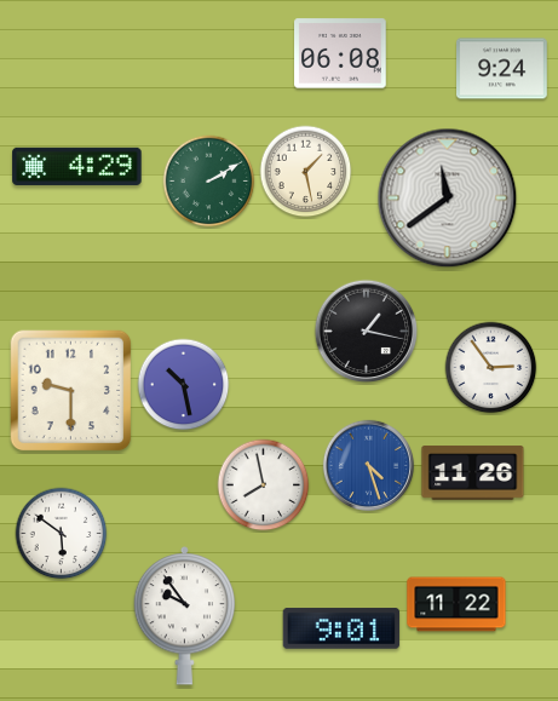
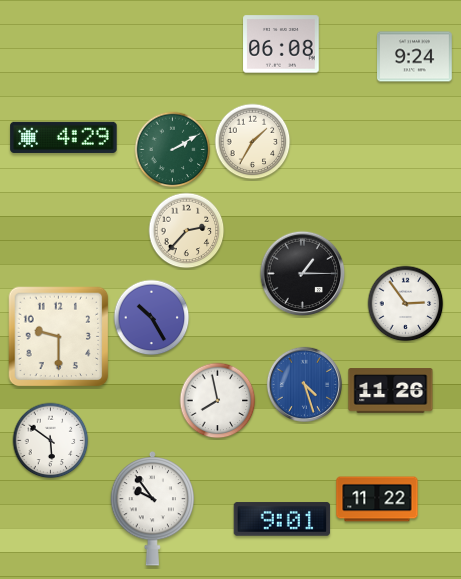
clock at (306, 172): 1:28 -> 1:35
clock at (448, 199): 11:39 -> none
clock at (187, 231): none -> 2:37
clock at (367, 332): 1:17 -> 1:15
clock at (184, 385): 10:28 -> 10:25
clock at (71, 391) position: (71, 391) -> (59, 337)
